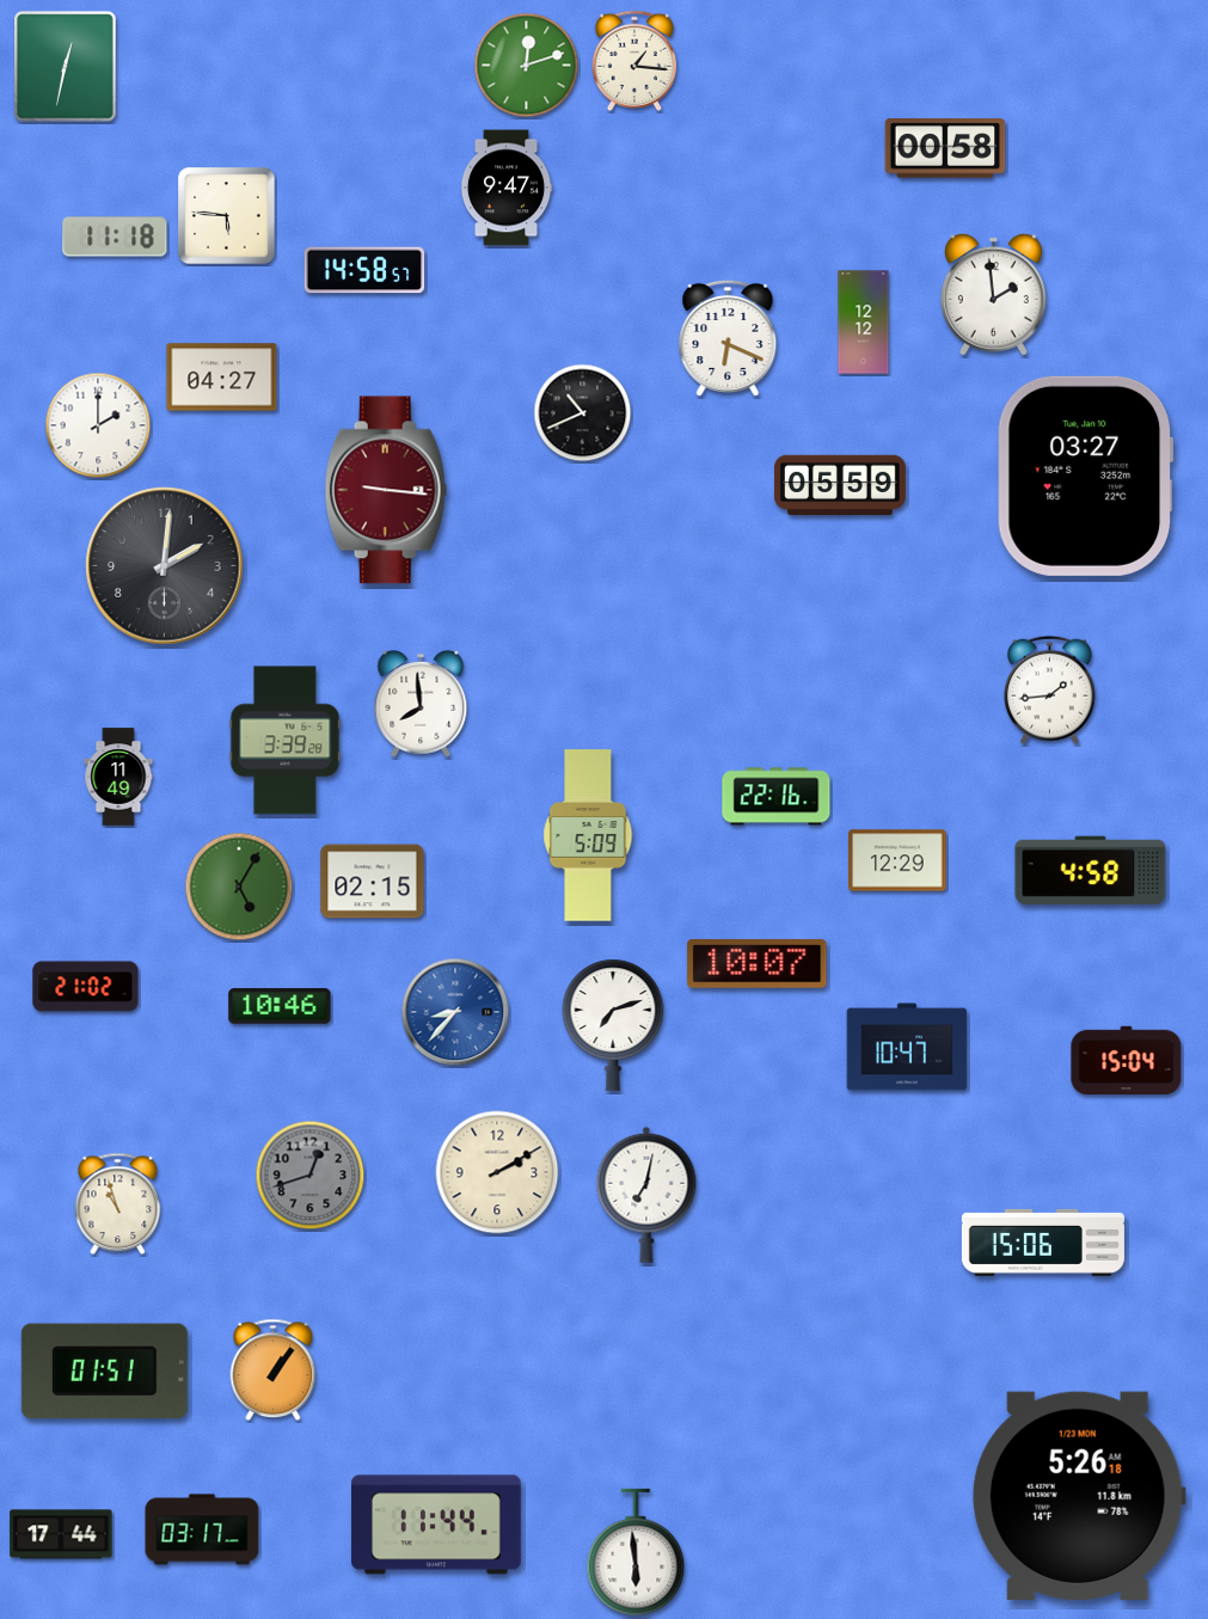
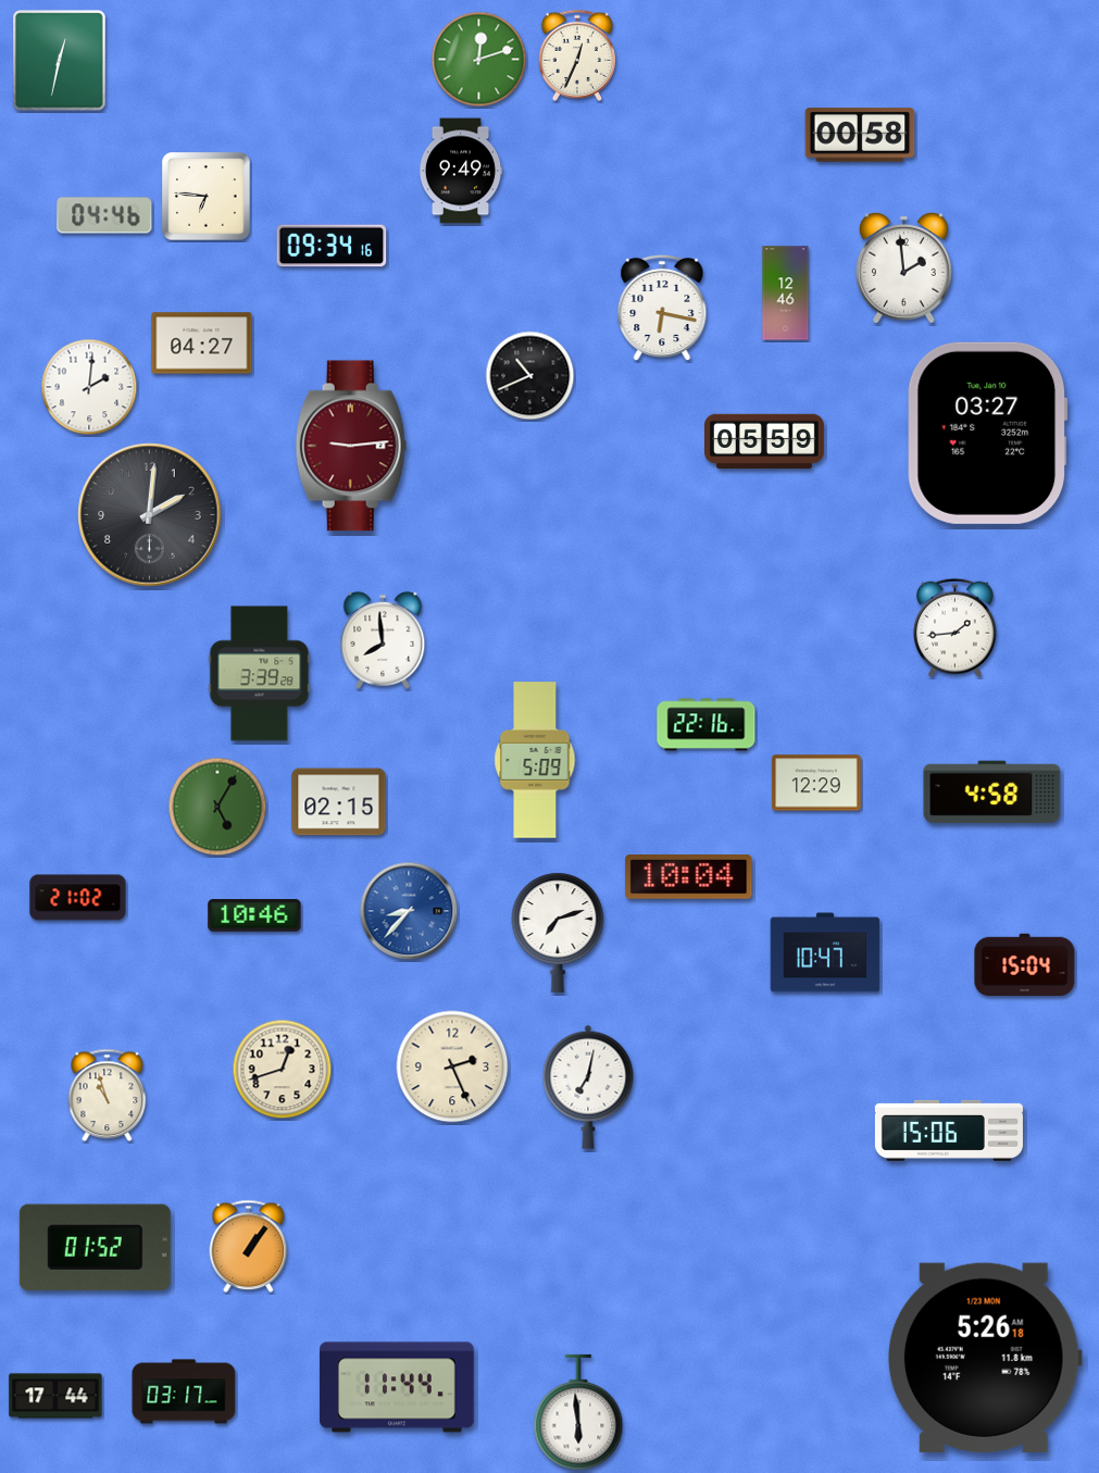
clock at (634, 61): 1:16 -> 12:34
clock at (507, 188): 9:47 -> 9:49
clock at (227, 216): 5:46 -> 6:46
clock at (115, 237): 11:18 -> 04:46
clock at (364, 270): 14:58 -> 09:34
clock at (864, 323): 12:12 -> 12:46
clock at (728, 338): 6:19 -> 6:17
clock at (98, 425): 2:00 -> 2:01
clock at (386, 490): 9:16 -> 9:14
clock at (118, 777): 11:49 -> none
clock at (758, 964): 10:07 -> 10:04
clock at (455, 1012) position: (455, 1012) -> (409, 911)
clock at (497, 1172): 2:10 -> 2:26
clock at (311, 1176) dial: grey -> cream
clock at (104, 1370): 01:51 -> 01:52
clock at (1079, 1496) position: (1079, 1496) -> (985, 1358)
